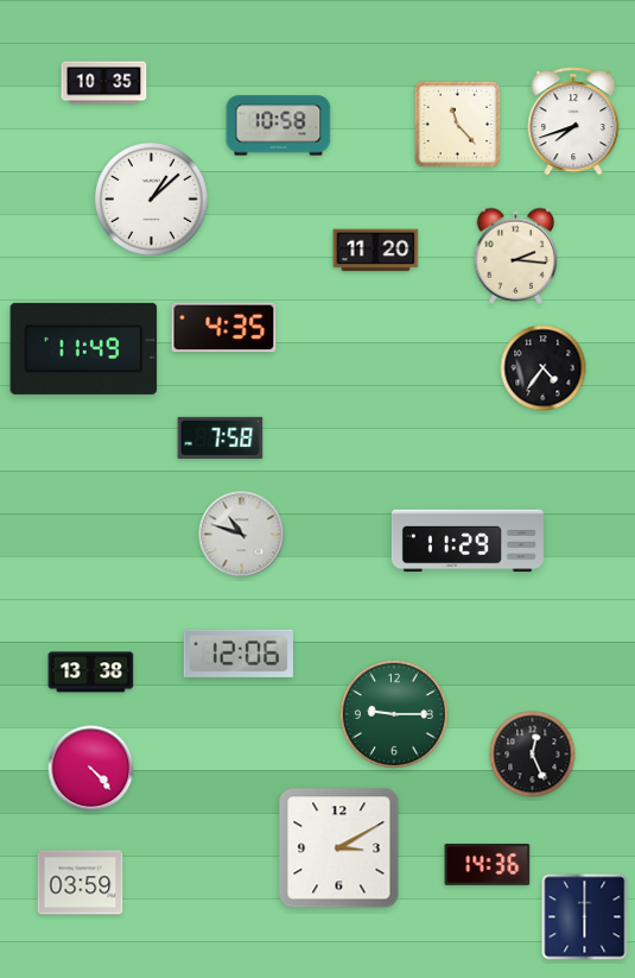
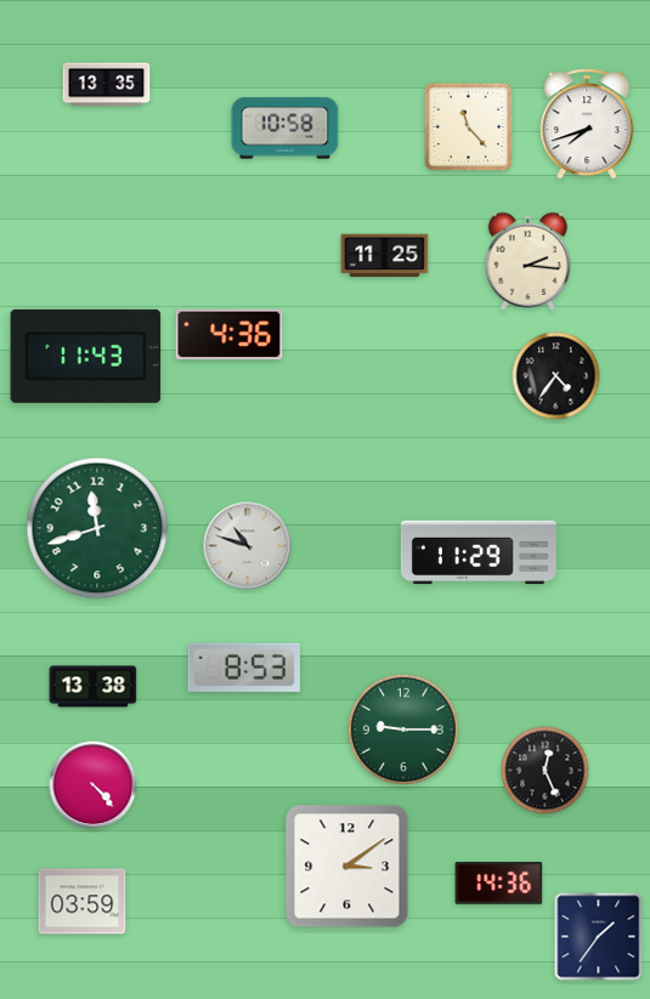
clock at (104, 83): 10:35 -> 13:35
clock at (152, 200): 1:08 -> none
clock at (376, 251): 11:20 -> 11:25
clock at (224, 328): 4:35 -> 4:36
clock at (84, 348): 11:49 -> 11:43
clock at (221, 437): 7:58 -> none
clock at (97, 528): none -> 11:42
clock at (239, 654): 12:06 -> 8:53
clock at (339, 848): 3:10 -> 3:09
clock at (585, 917): 6:00 -> 1:36
